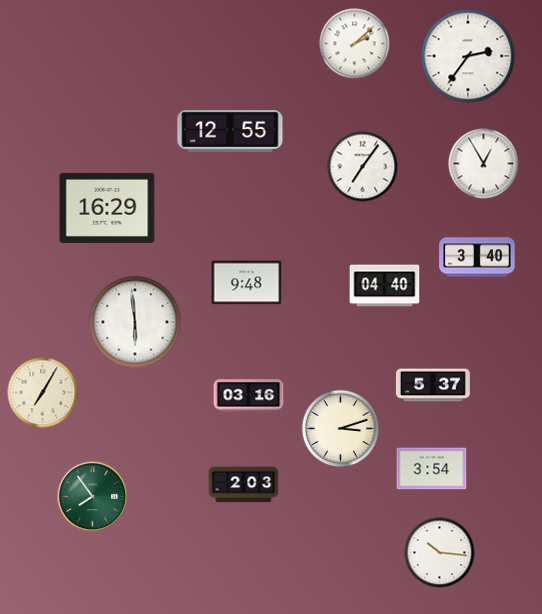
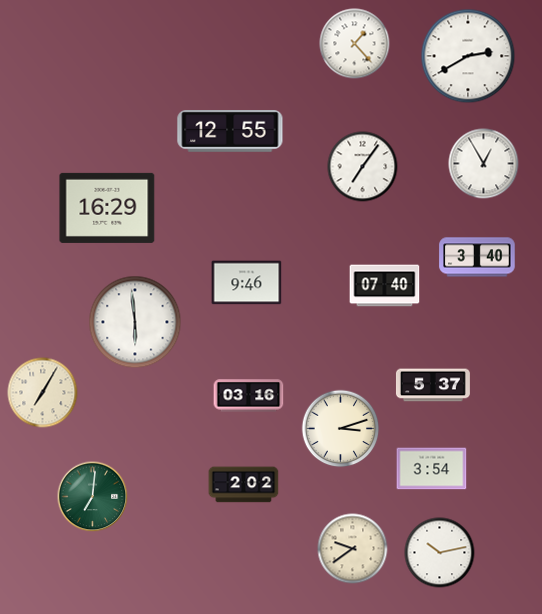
clock at (355, 44): 2:08 -> 1:23
clock at (468, 56): 2:36 -> 2:40
clock at (247, 283): 9:48 -> 9:46
clock at (385, 286): 04:40 -> 07:40
clock at (244, 485): 2:03 -> 2:02
clock at (93, 497): 7:54 -> 7:01
clock at (353, 549): none -> 9:39
clock at (440, 553): 10:16 -> 10:13
